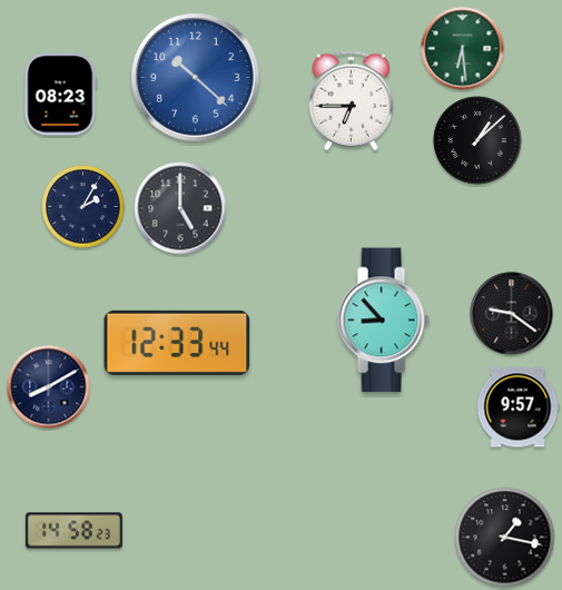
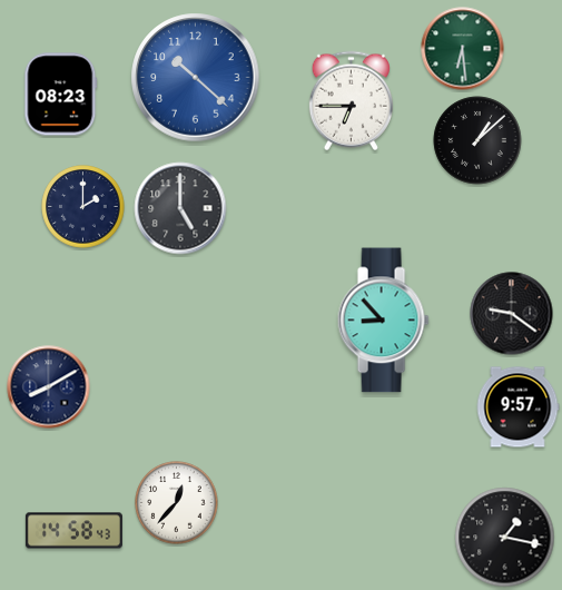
clock at (83, 207): 2:05 -> 2:00
clock at (177, 343): 12:33 -> none
clock at (177, 503): none -> 12:37
clock at (73, 531): 14:58:23 -> 14:58:43
